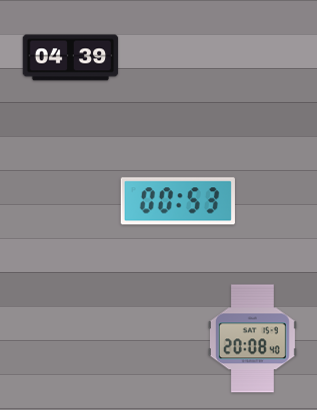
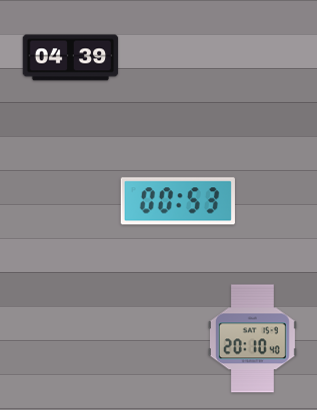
clock at (252, 339): 20:08 -> 20:10
